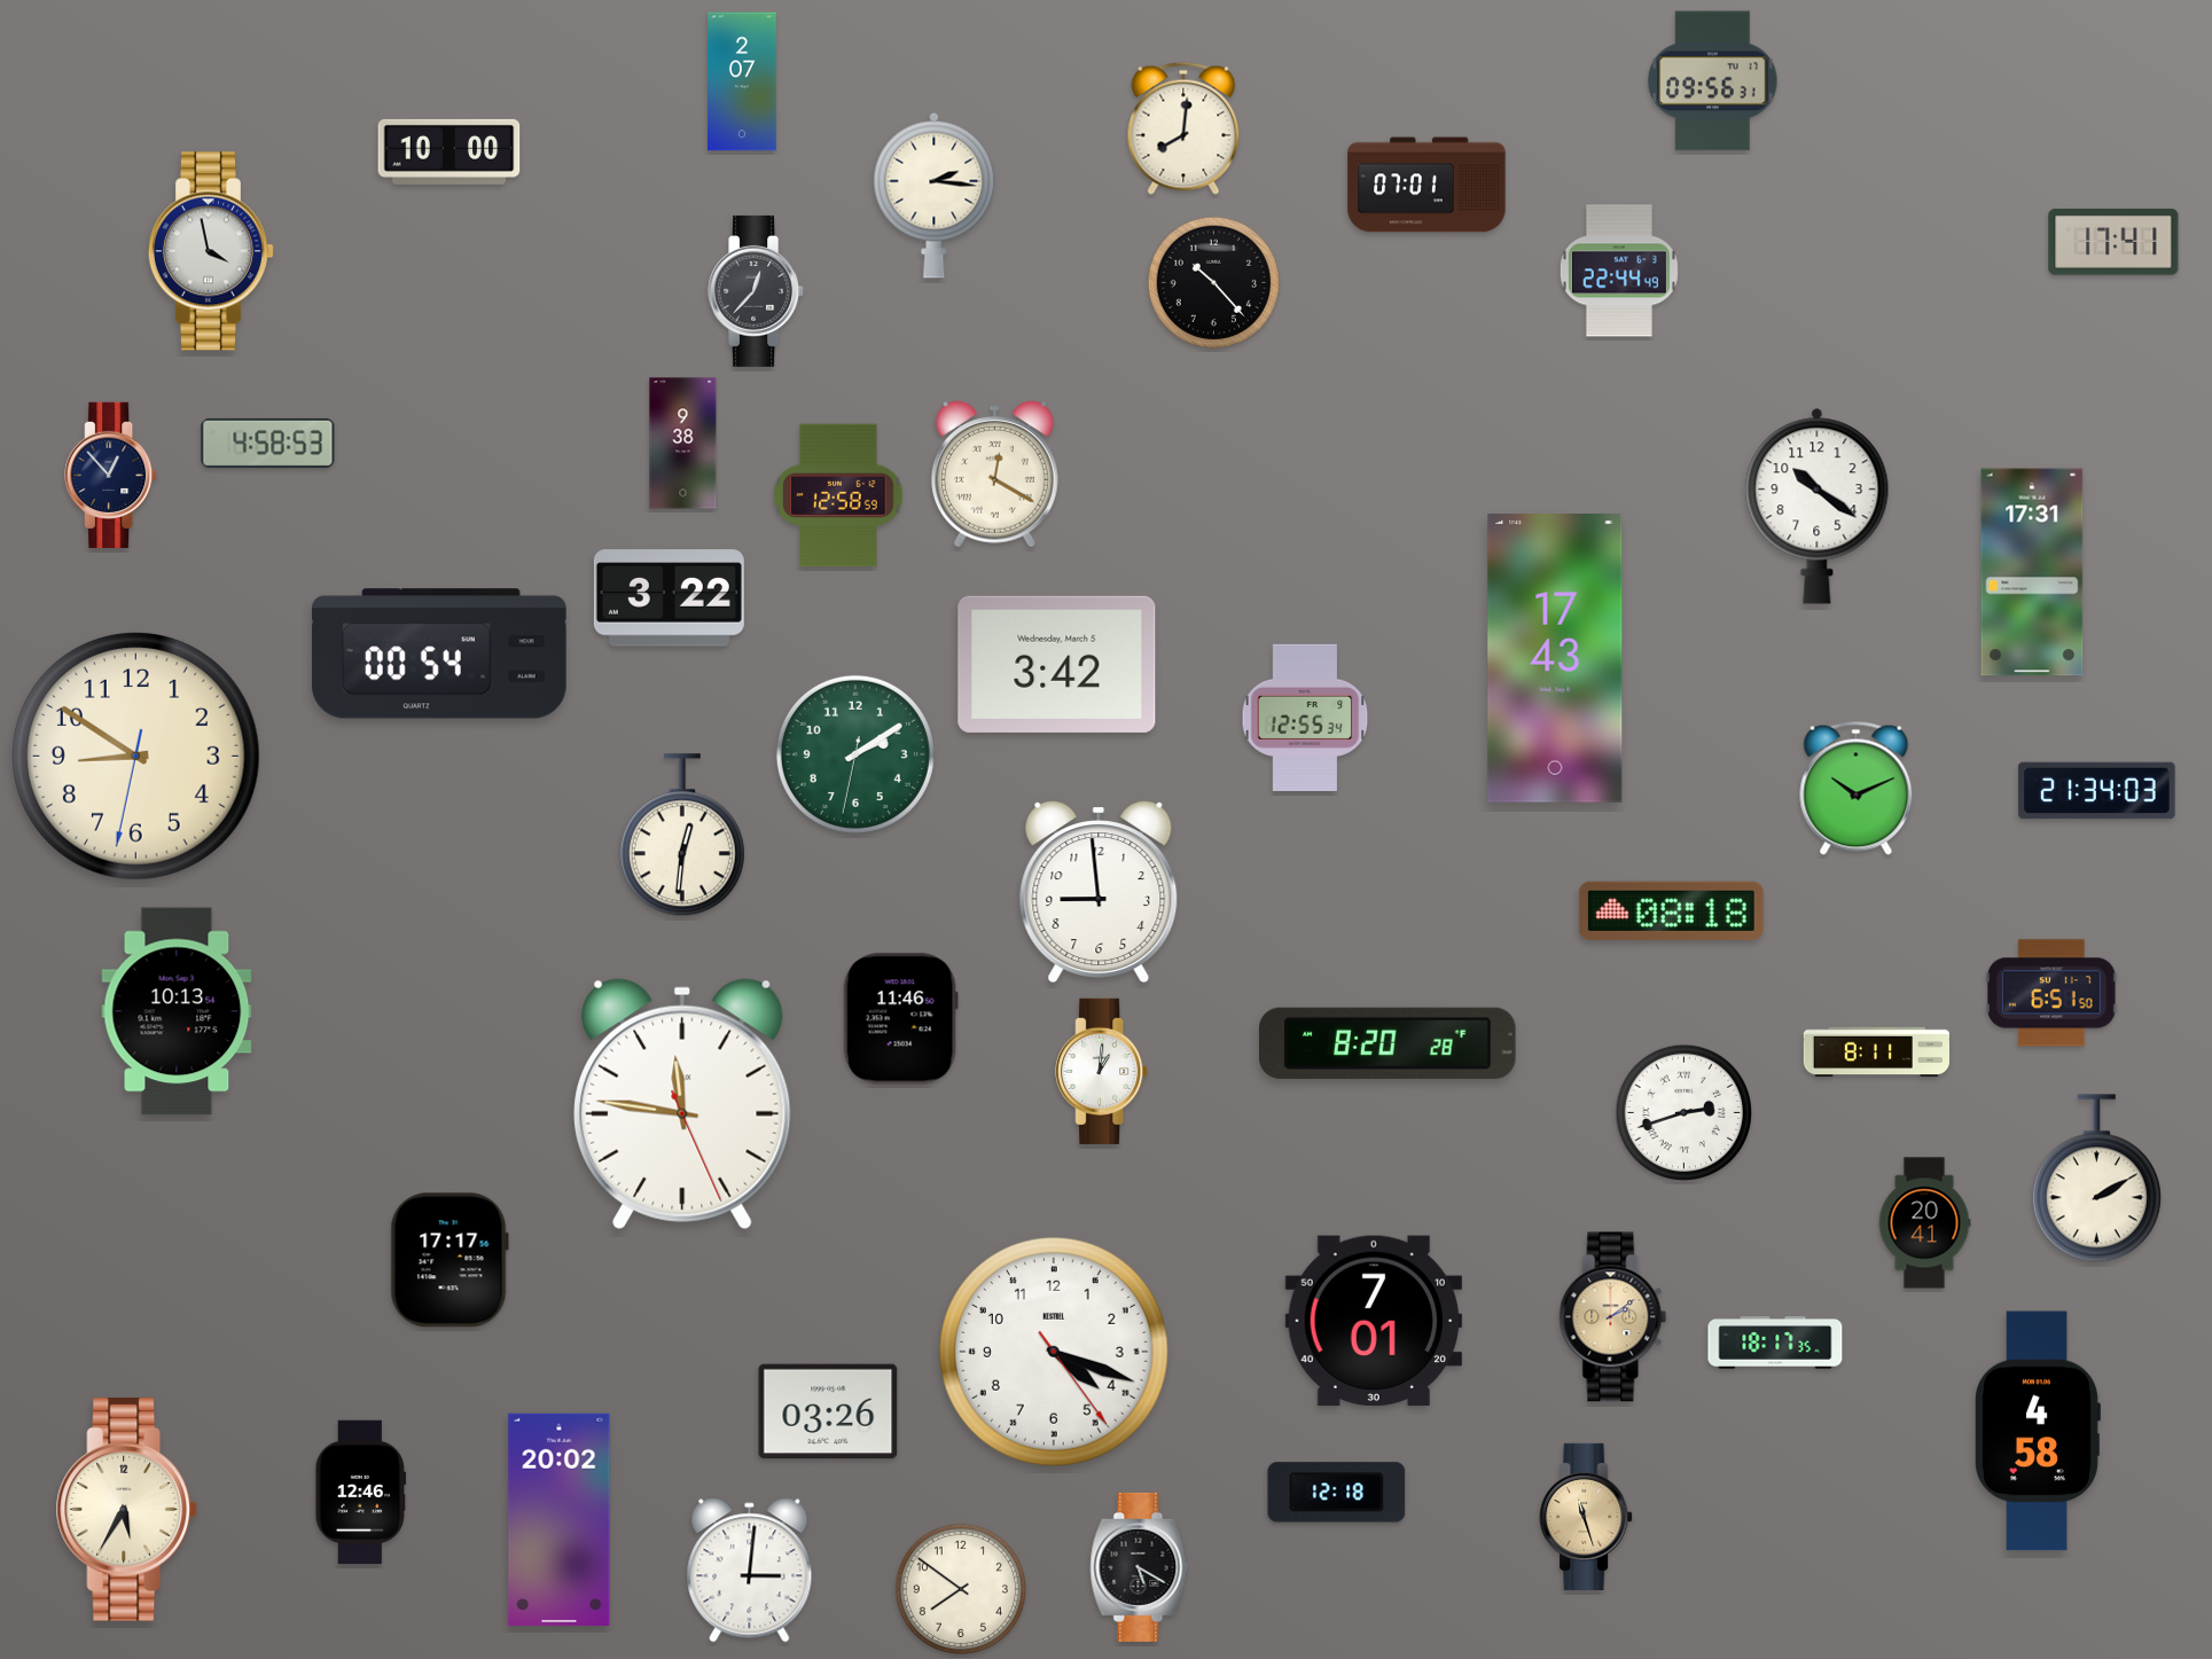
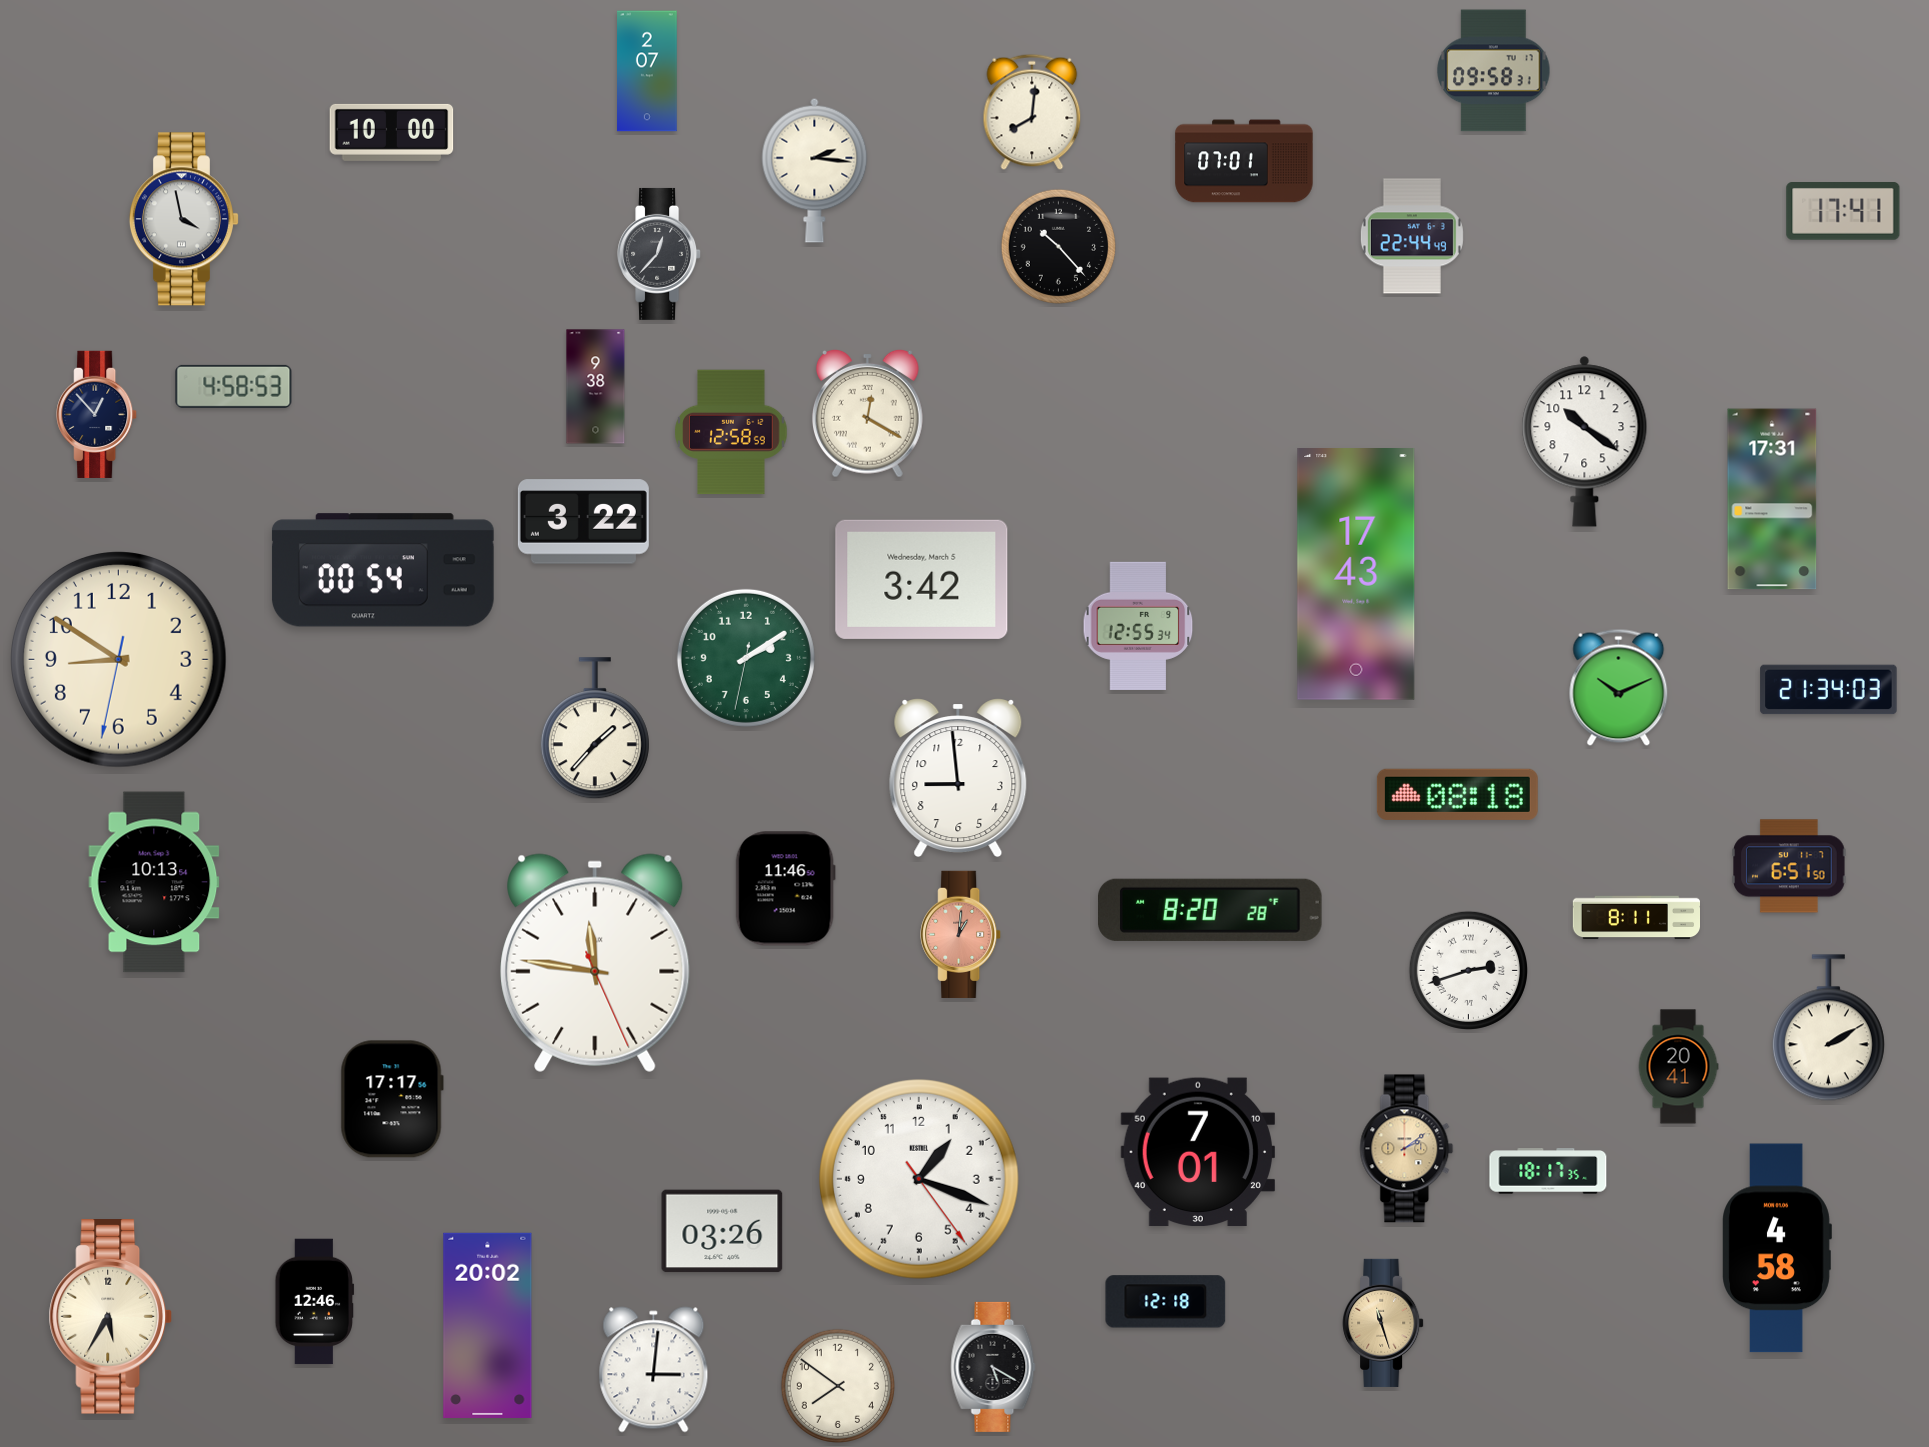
clock at (1713, 81): 09:56 -> 09:58
clock at (682, 836): 12:31 -> 1:37
clock at (1102, 1071) dial: white -> salmon
clock at (1054, 1352): 4:18 -> 1:18
